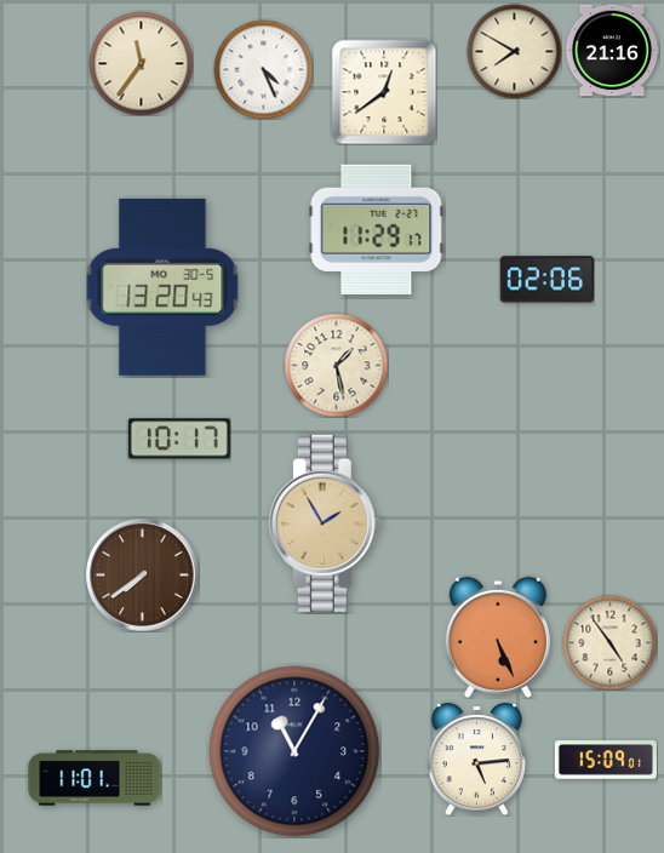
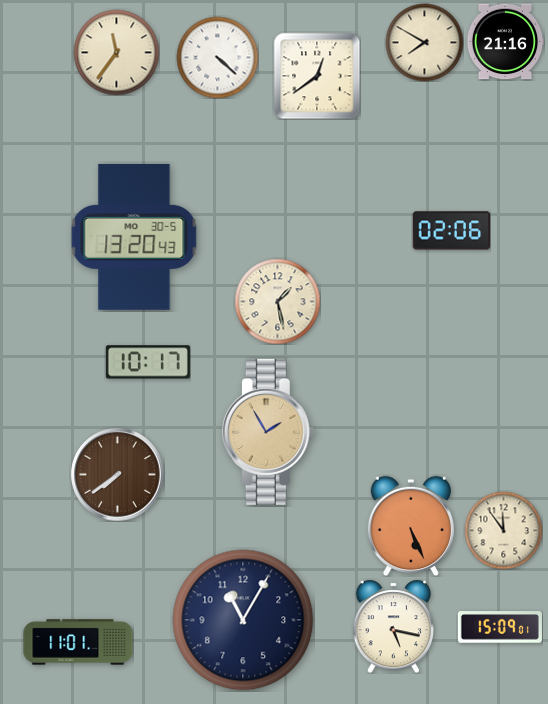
clock at (263, 69): 4:26 -> 4:22
clock at (377, 230): 11:29 -> none
clock at (609, 642): 4:54 -> 11:54
clock at (477, 758): 5:14 -> 5:17
